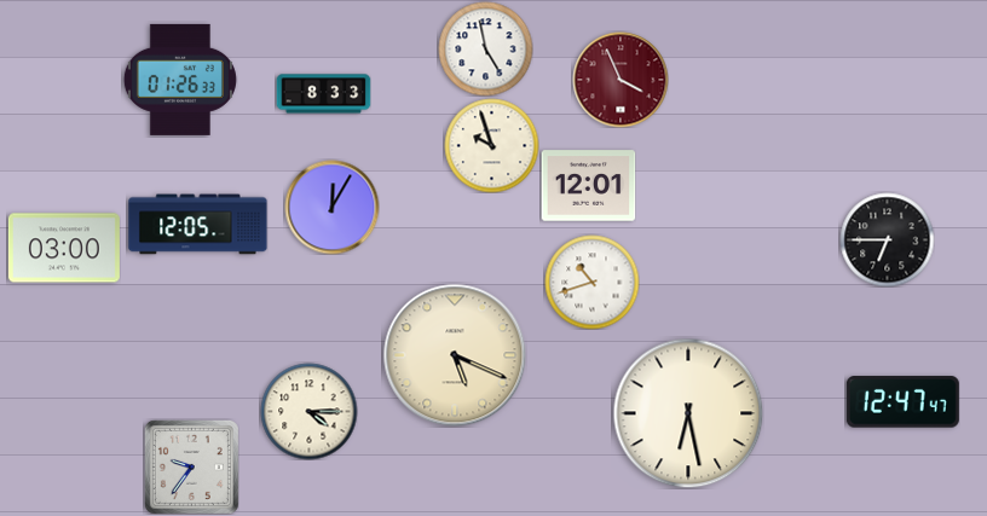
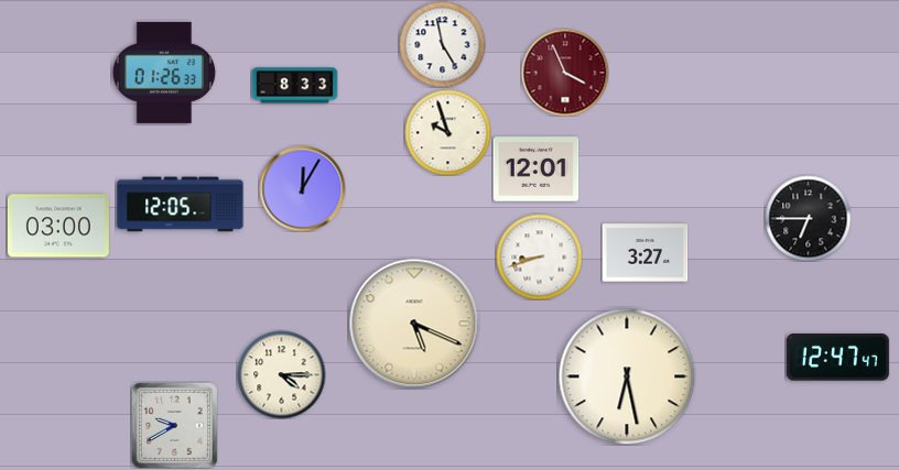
clock at (645, 253): none -> 3:27
clock at (591, 282): 10:42 -> 8:42
clock at (902, 402) position: (902, 402) -> (837, 358)
clock at (191, 466): 9:36 -> 9:40
